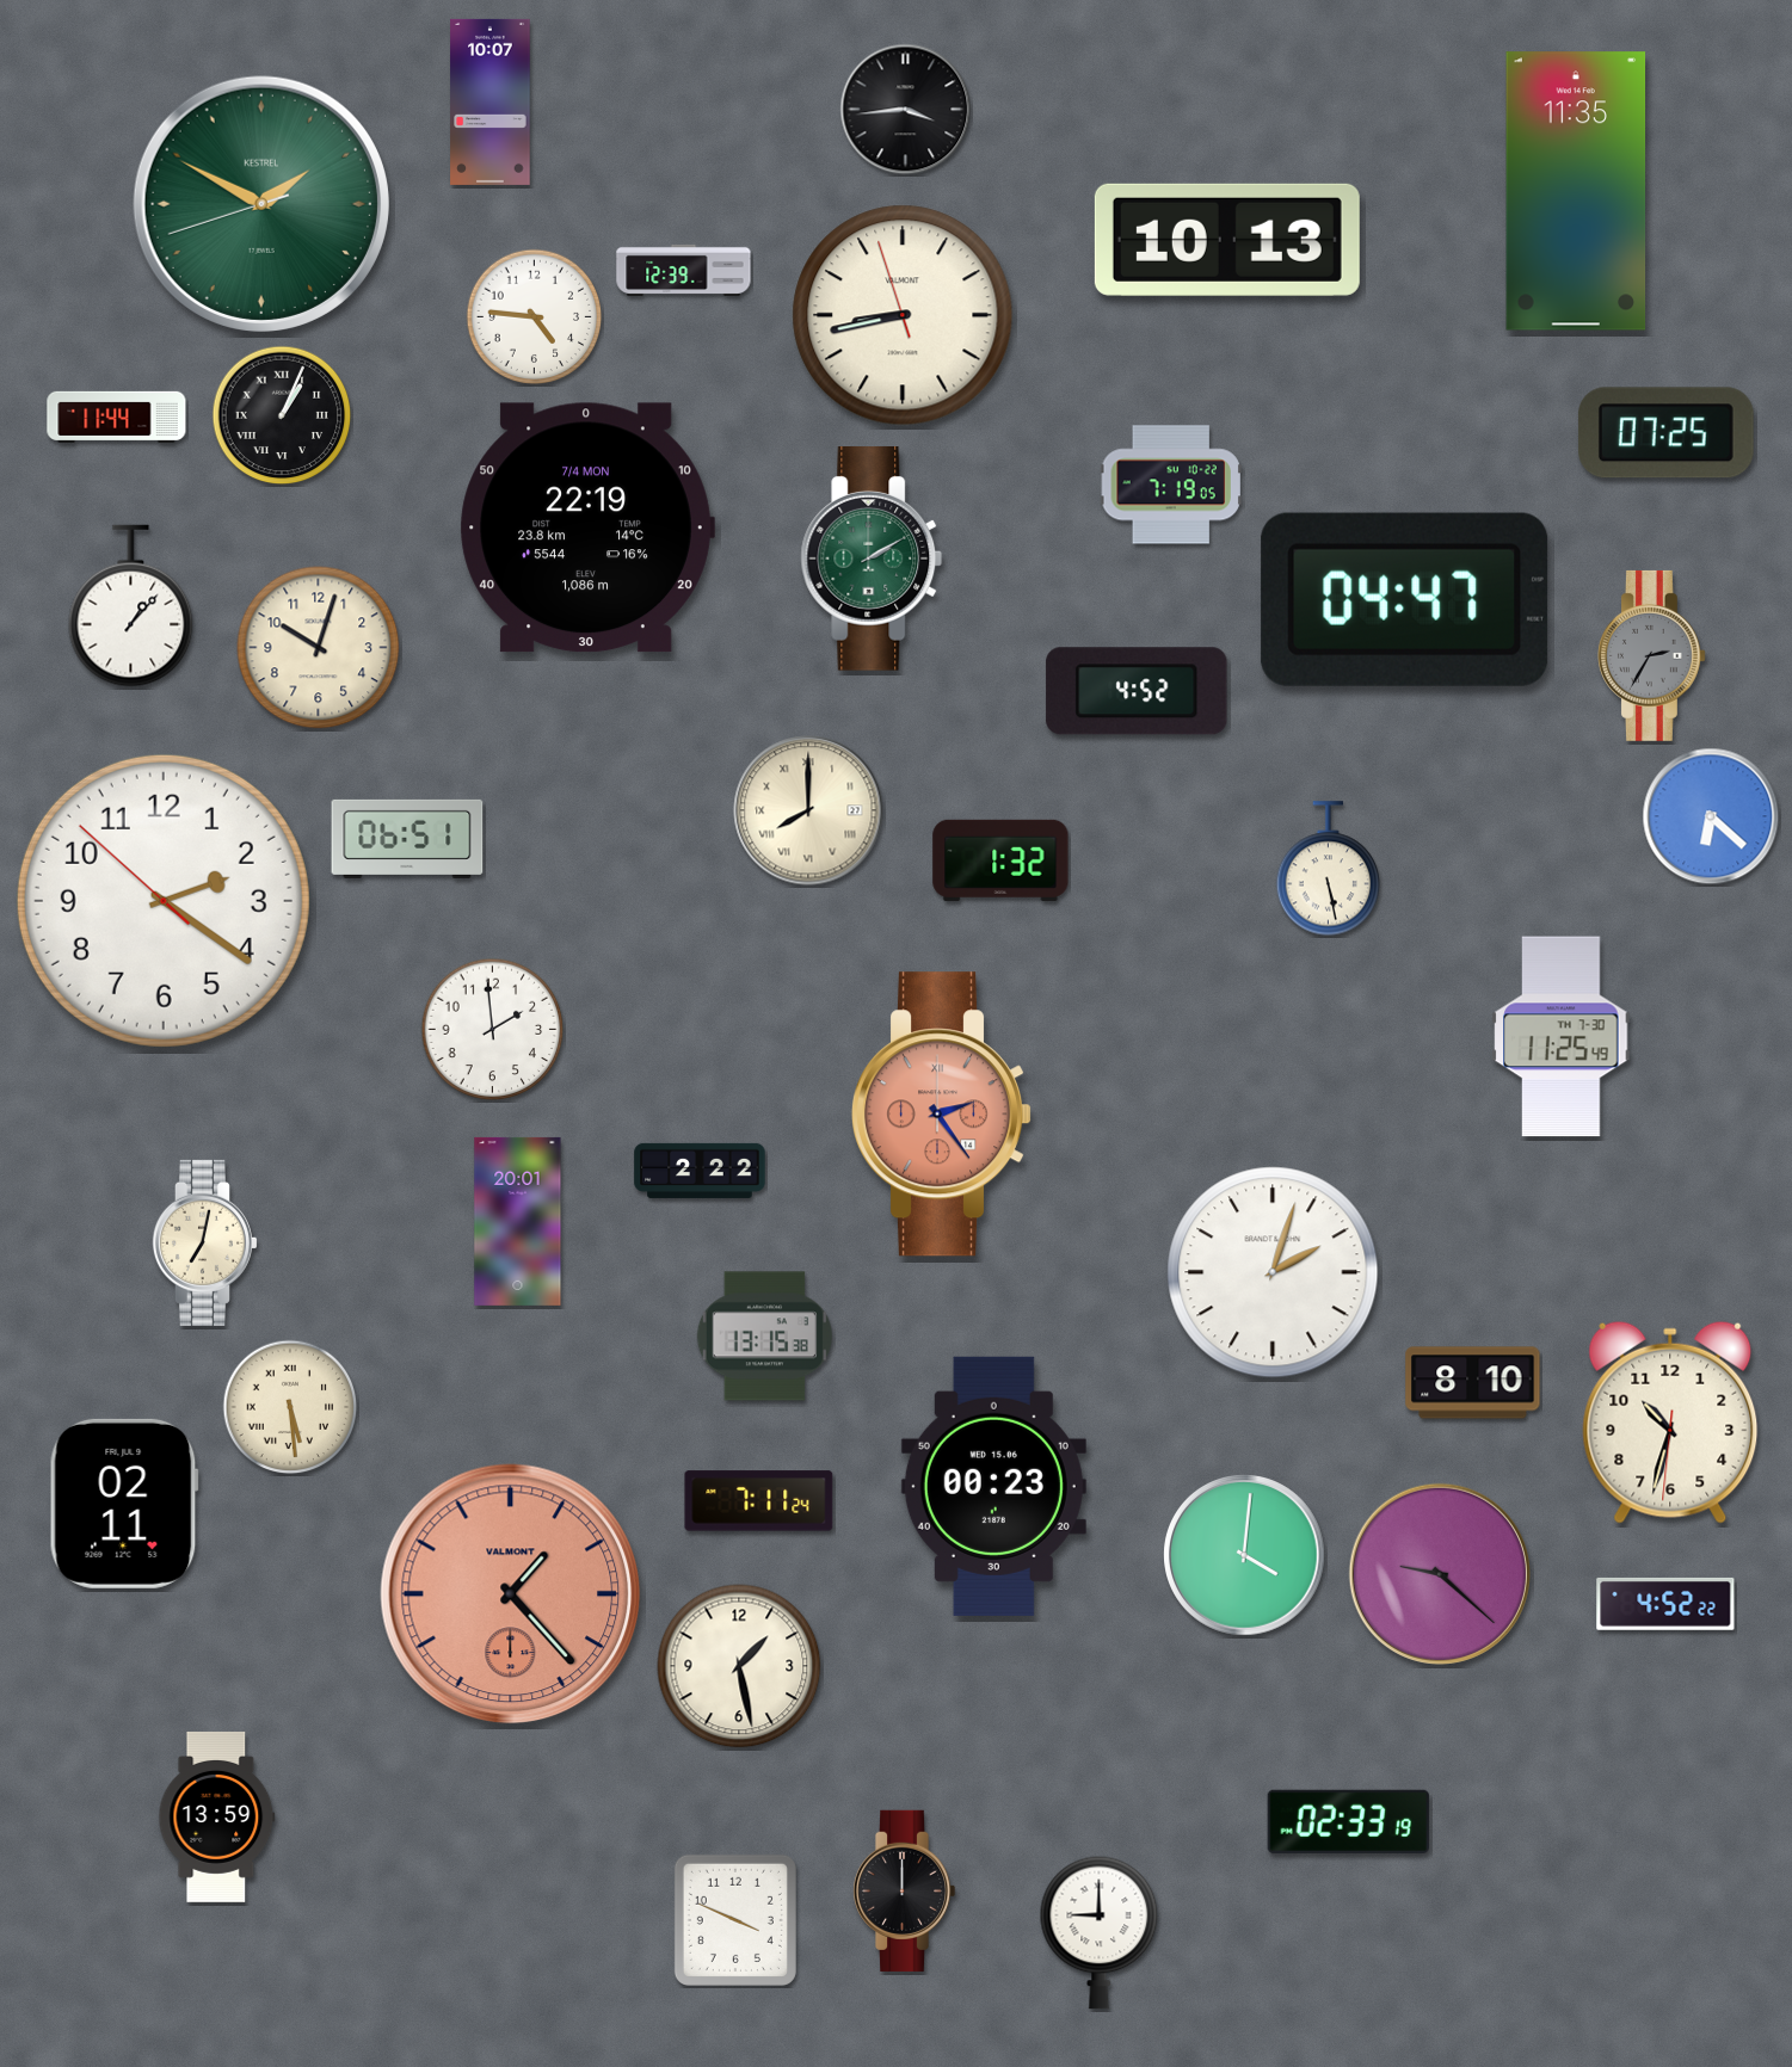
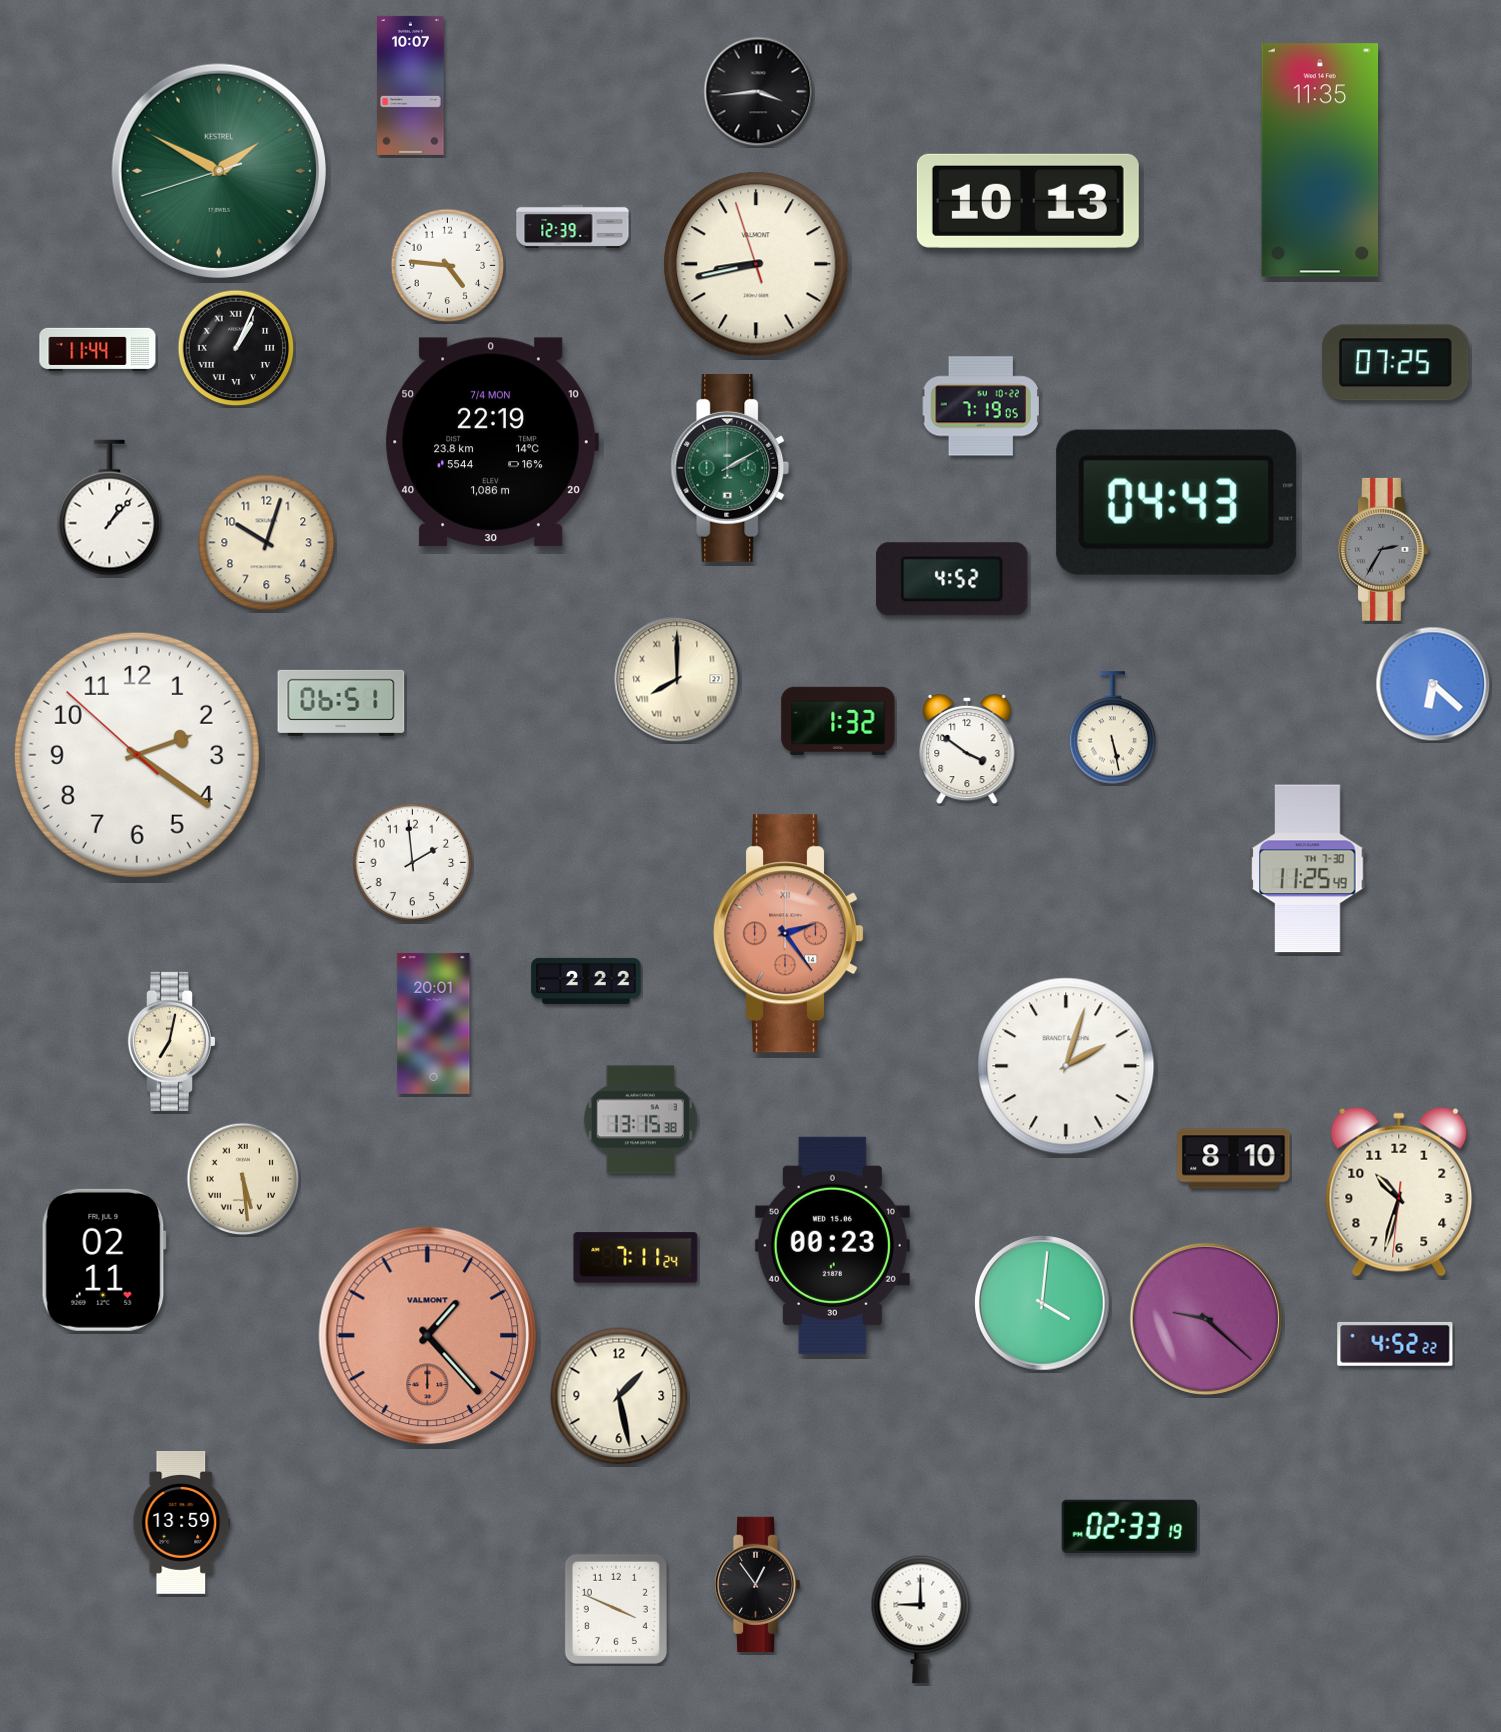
clock at (1405, 599): 04:47 -> 04:43
clock at (967, 749): none -> 3:51
clock at (904, 1890): 12:00 -> 12:54
